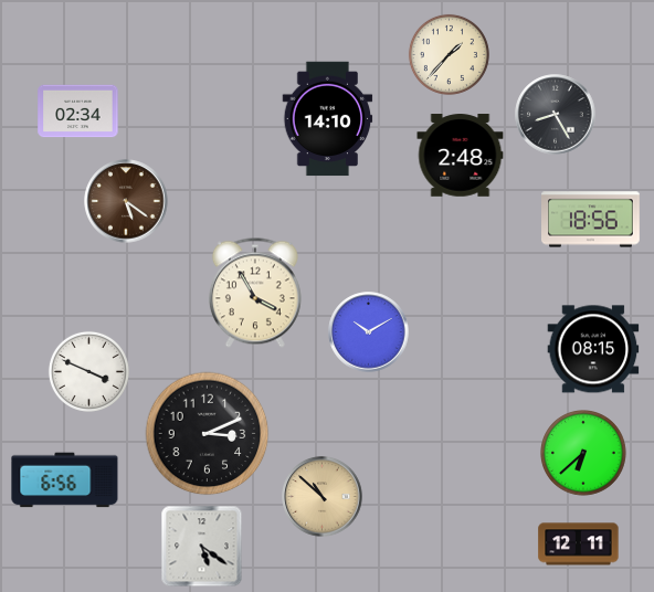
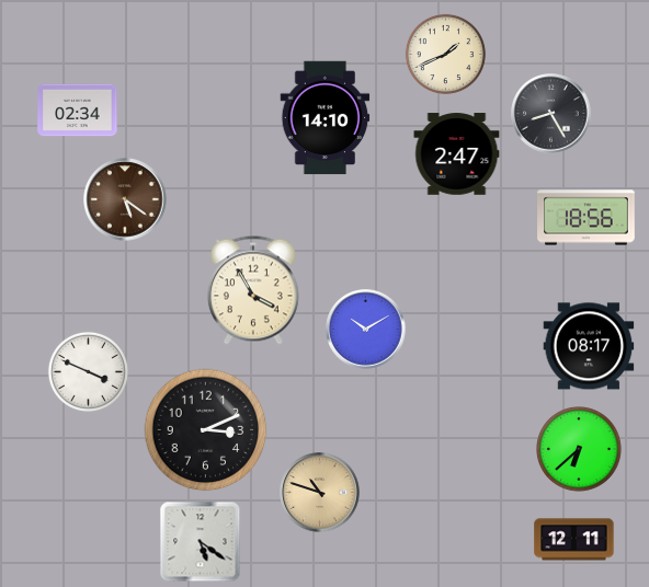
clock at (449, 54): 1:37 -> 1:41
clock at (461, 156): 2:48 -> 2:47
clock at (593, 349): 08:15 -> 08:17
clock at (88, 371) position: (88, 371) -> (88, 371)
clock at (65, 480): 6:56 -> none
clock at (323, 497): 10:52 -> 10:48
